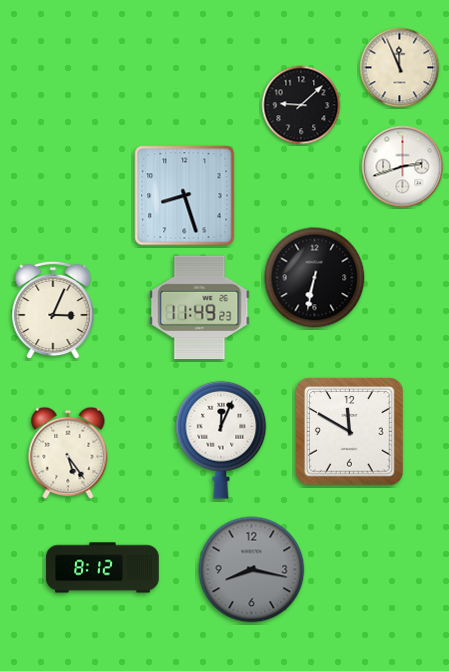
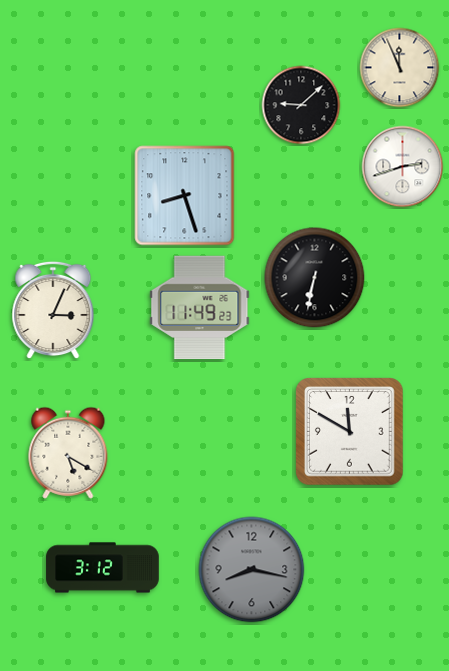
clock at (221, 440): 12:04 -> none
clock at (68, 453): 5:24 -> 5:20
clock at (103, 568): 8:12 -> 3:12
